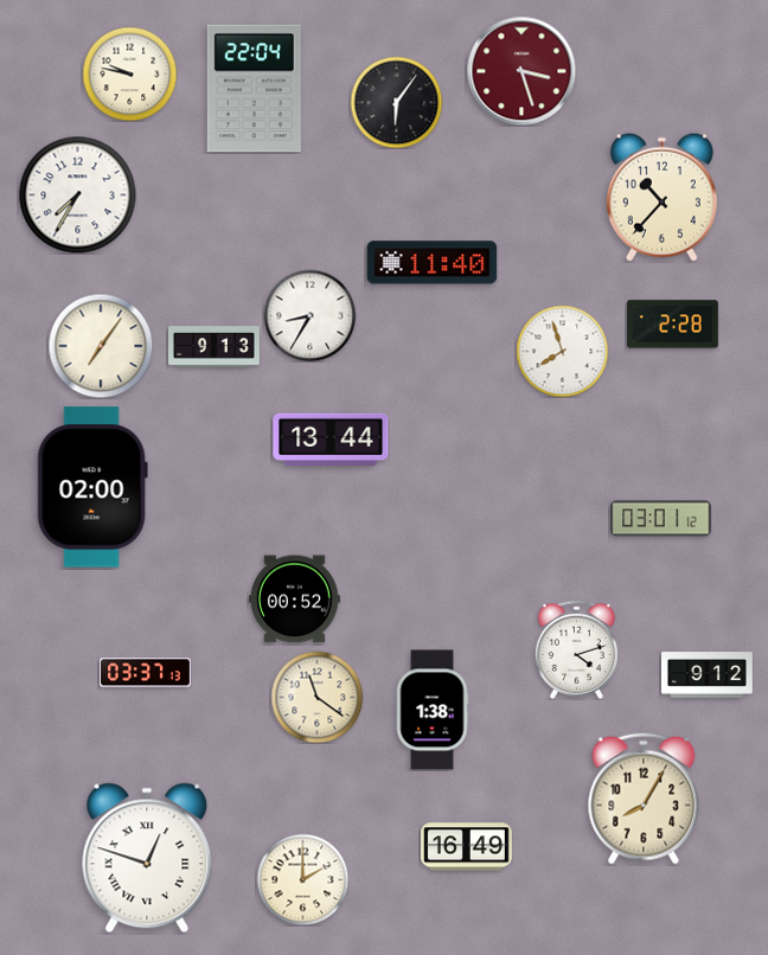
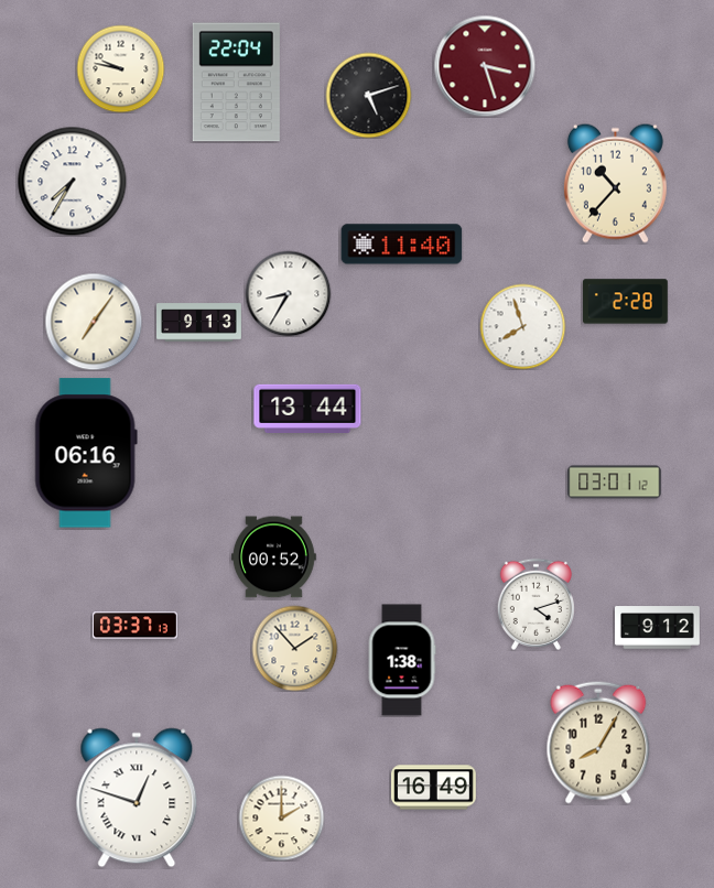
clock at (396, 102): 6:06 -> 5:12
clock at (92, 487): 02:00 -> 06:16
clock at (316, 697): 11:21 -> 1:53
